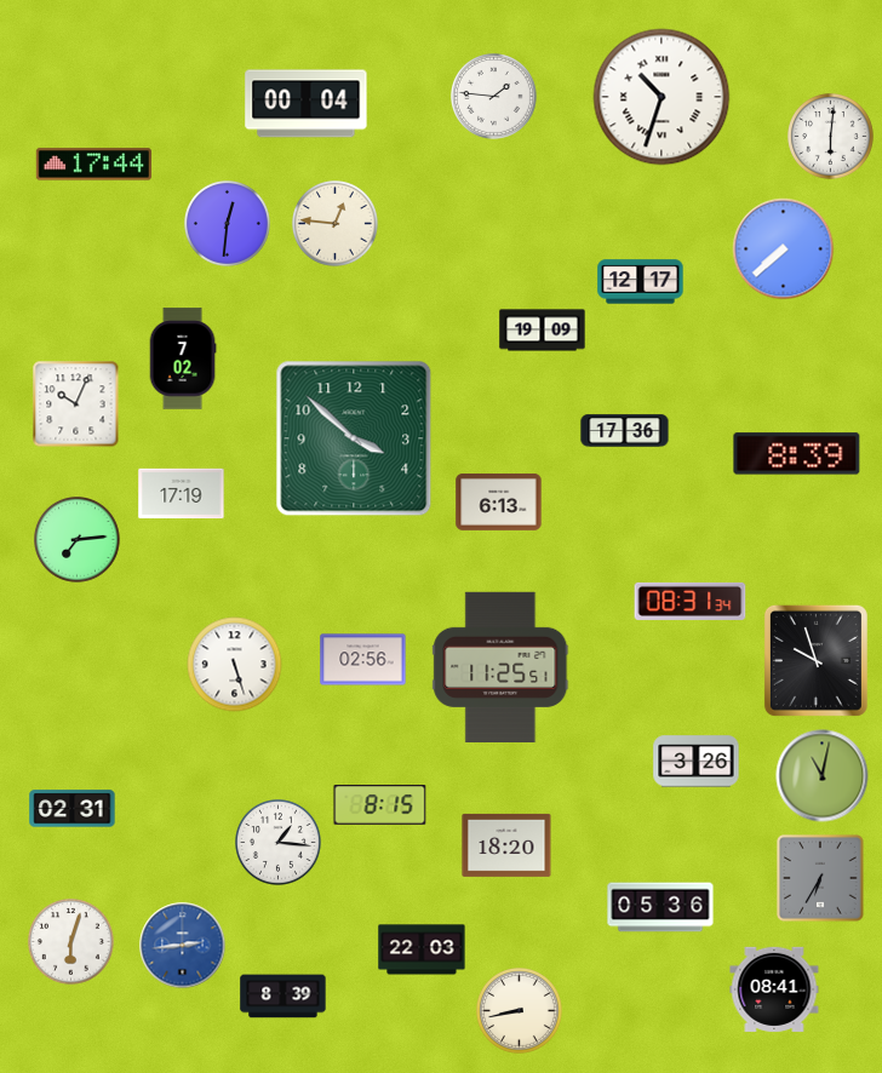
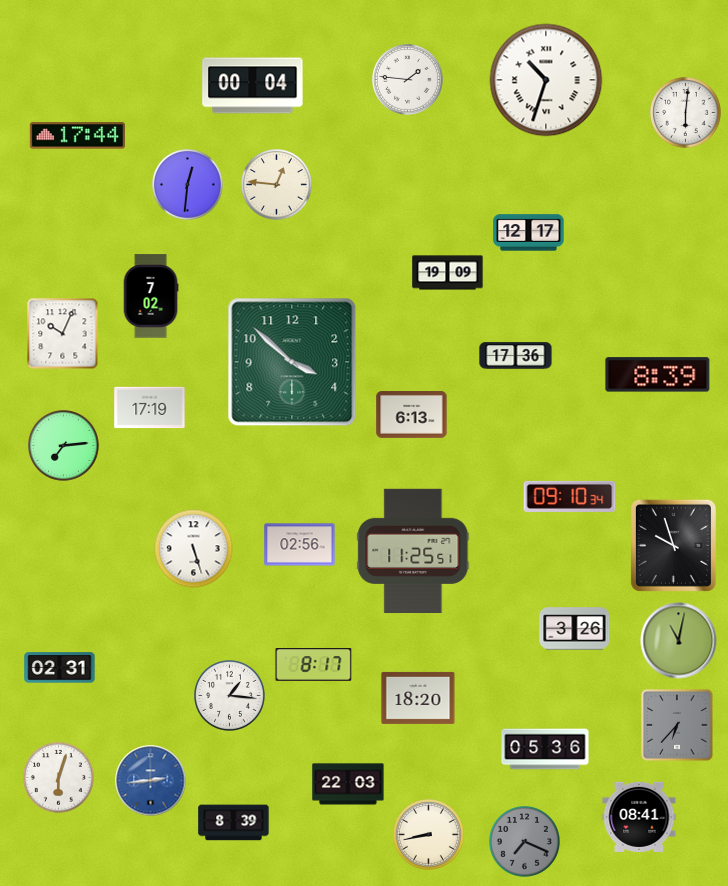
clock at (784, 249): 7:38 -> none
clock at (691, 601): 08:31 -> 09:10
clock at (380, 805): 8:15 -> 8:17
clock at (820, 878): 6:35 -> 6:37
clock at (525, 842): none -> 7:19
